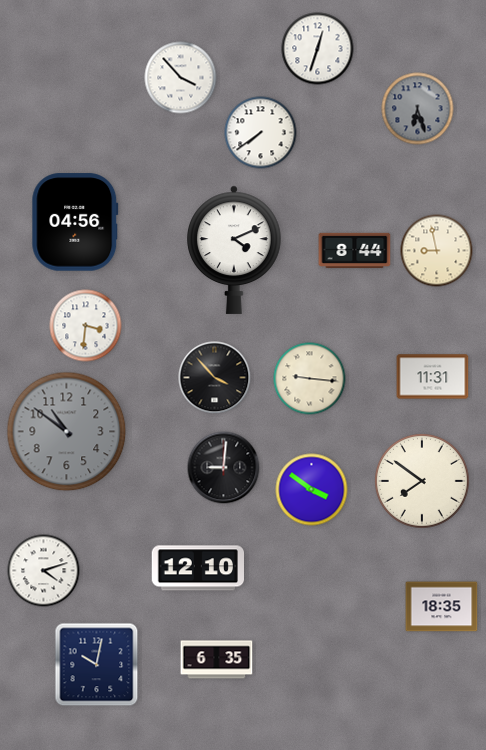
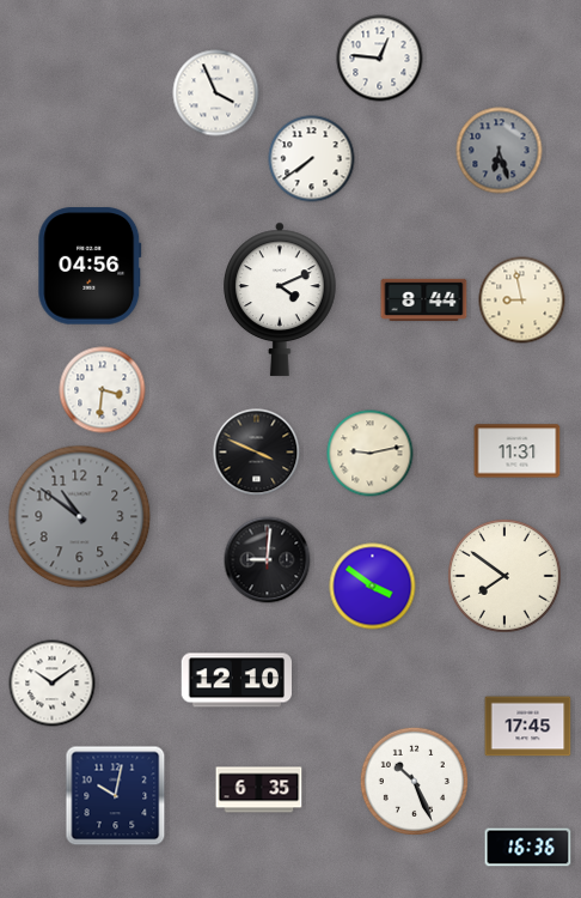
clock at (318, 49): 12:33 -> 12:46
clock at (181, 78): 3:53 -> 3:56
clock at (418, 109) position: (418, 109) -> (500, 151)
clock at (215, 378): 3:53 -> 3:49
clock at (310, 379): 9:16 -> 9:13
clock at (44, 571): 4:12 -> 10:09
clock at (442, 607): 18:35 -> 17:45
clock at (414, 781): none -> 10:26
clock at (528, 848): none -> 16:36
